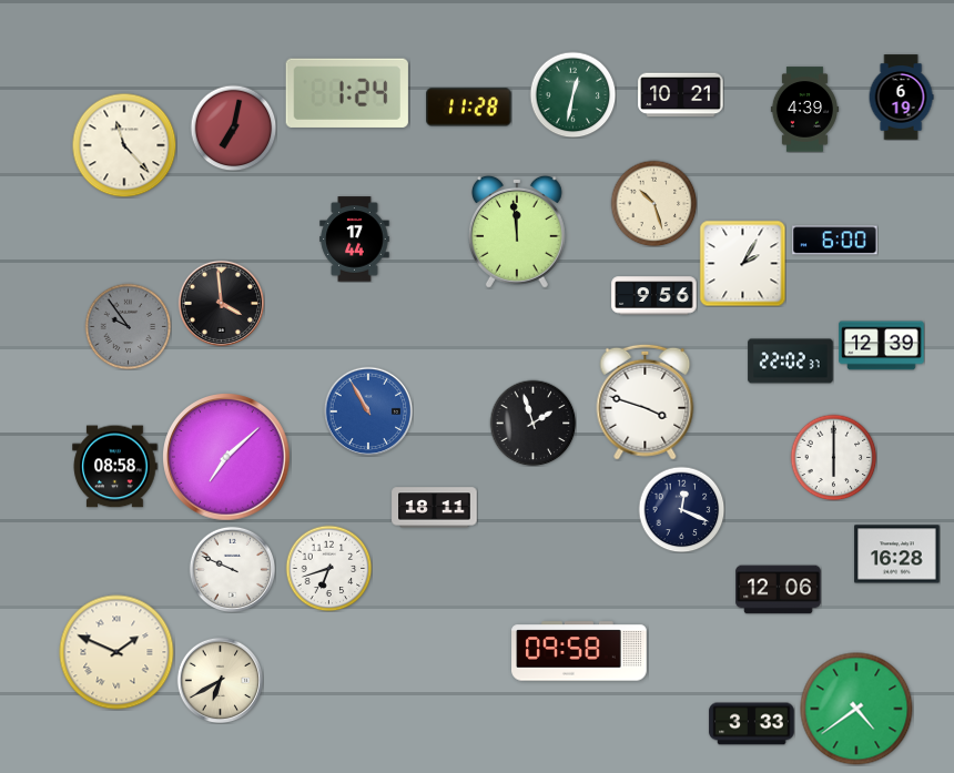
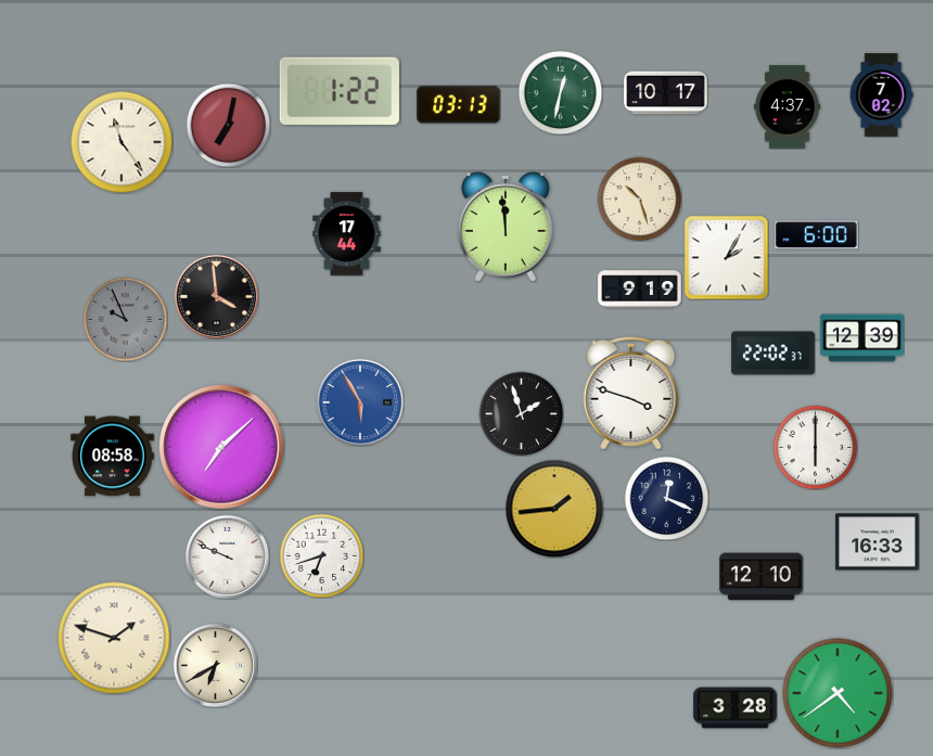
clock at (347, 93): 1:24 -> 1:22
clock at (681, 95): 10:21 -> 10:17
clock at (901, 98): 6:19 -> 7:02
clock at (469, 108): 11:28 -> 03:13
clock at (804, 110): 4:39 -> 4:37
clock at (124, 145): 11:23 -> 11:24
clock at (654, 296): 9:56 -> 9:19
clock at (128, 326): 9:54 -> 9:56
clock at (368, 411): 10:55 -> 5:55
clock at (435, 508): 18:11 -> none
clock at (554, 509): none -> 1:44
clock at (897, 555): 16:28 -> 16:33
clock at (779, 590): 12:06 -> 12:10
clock at (579, 651): 09:58 -> none
clock at (116, 652): 1:49 -> 1:48
clock at (752, 724): 3:33 -> 3:28
